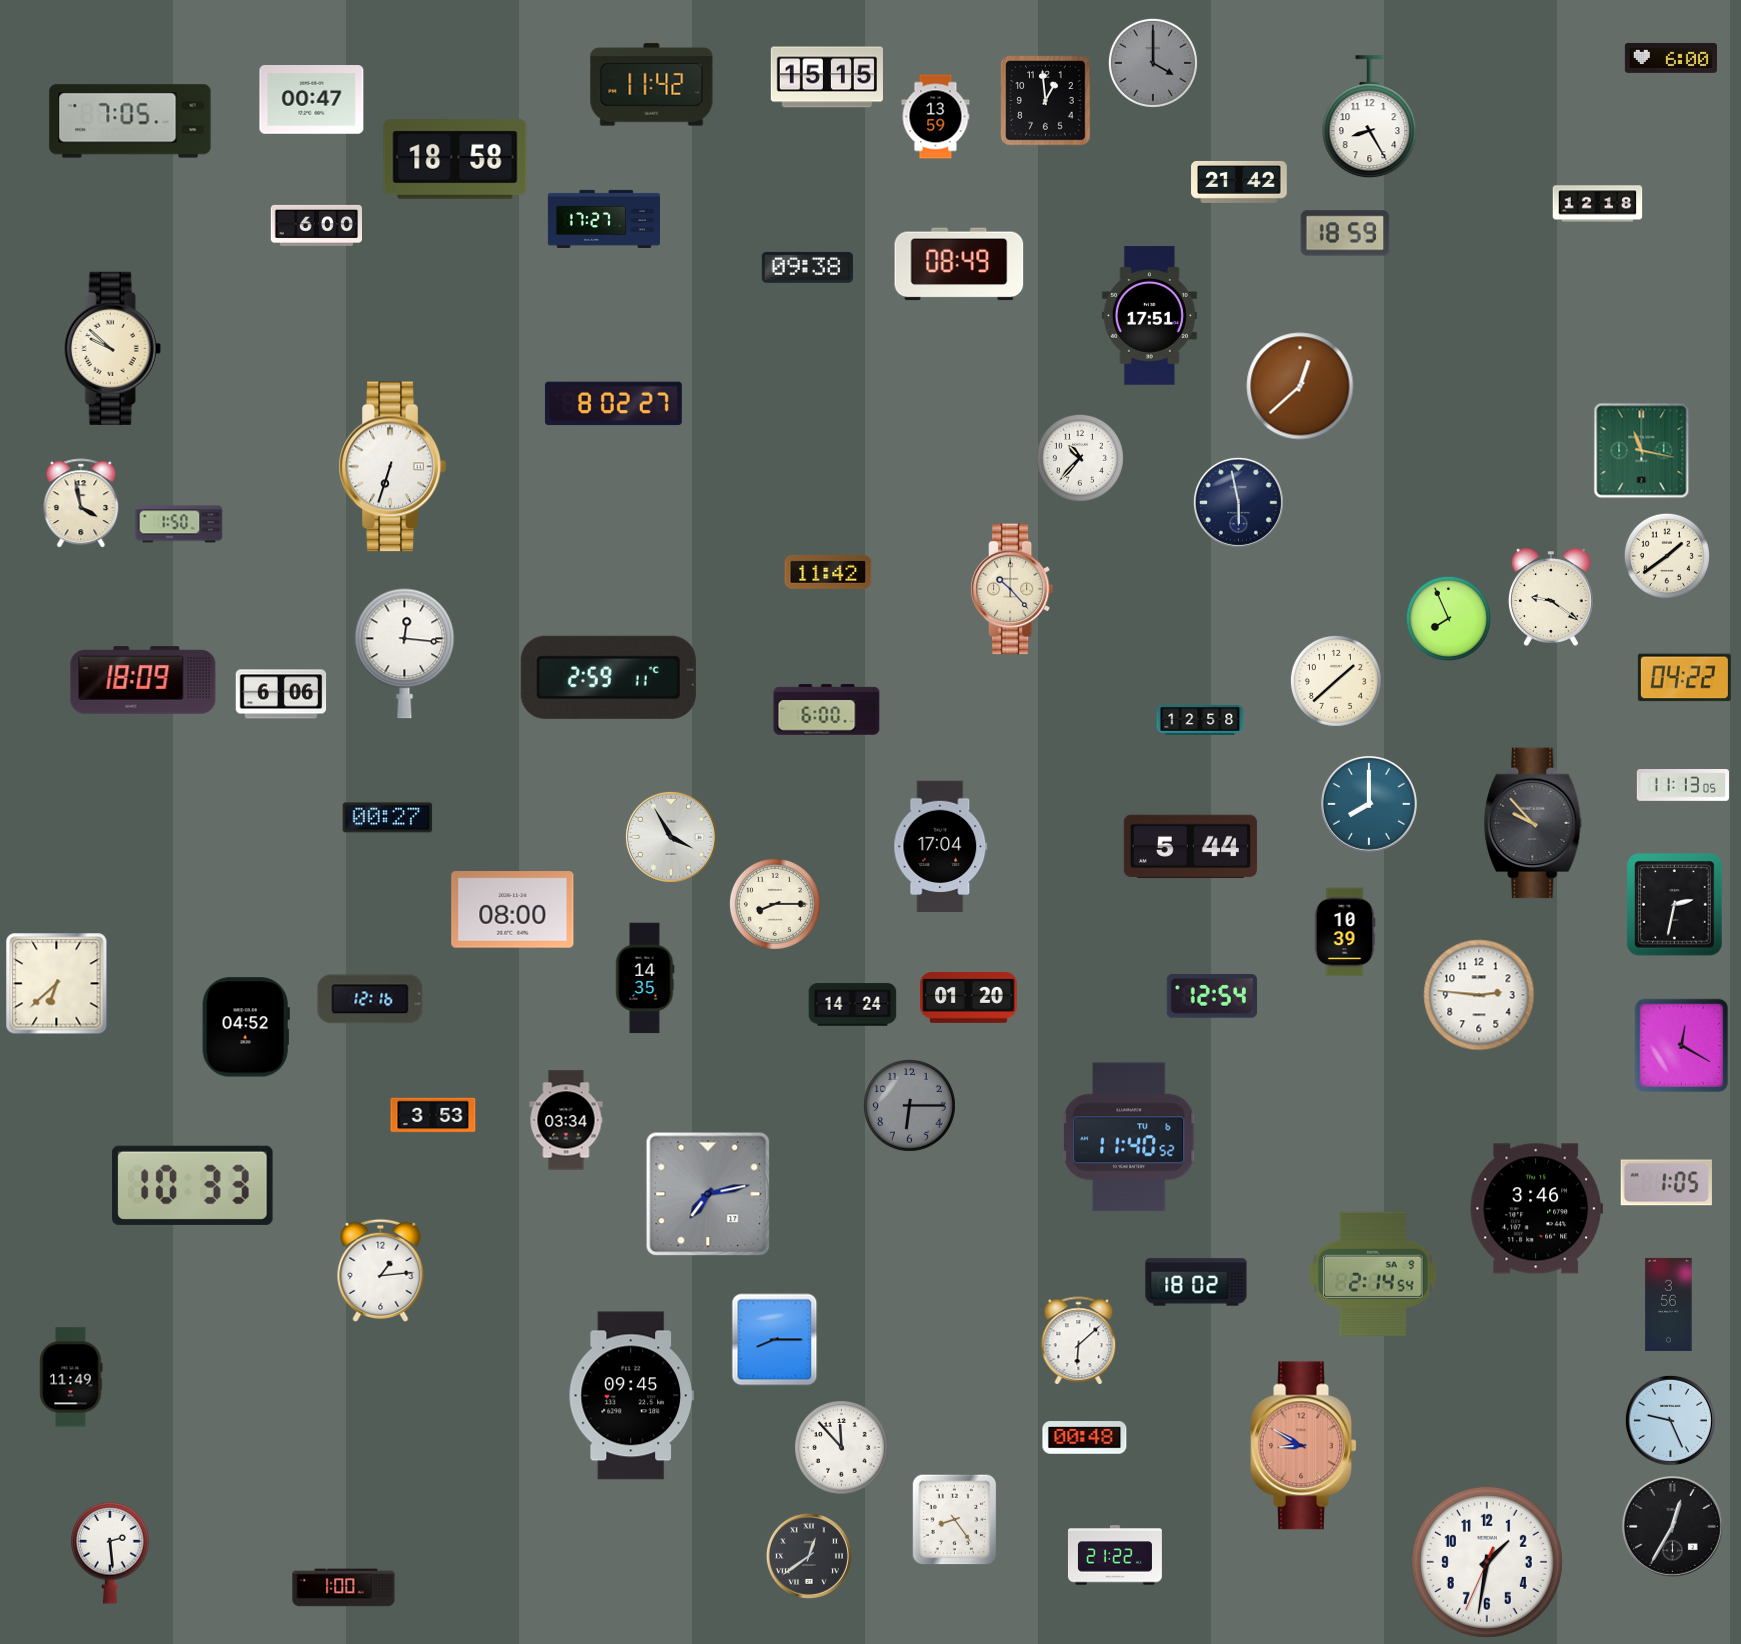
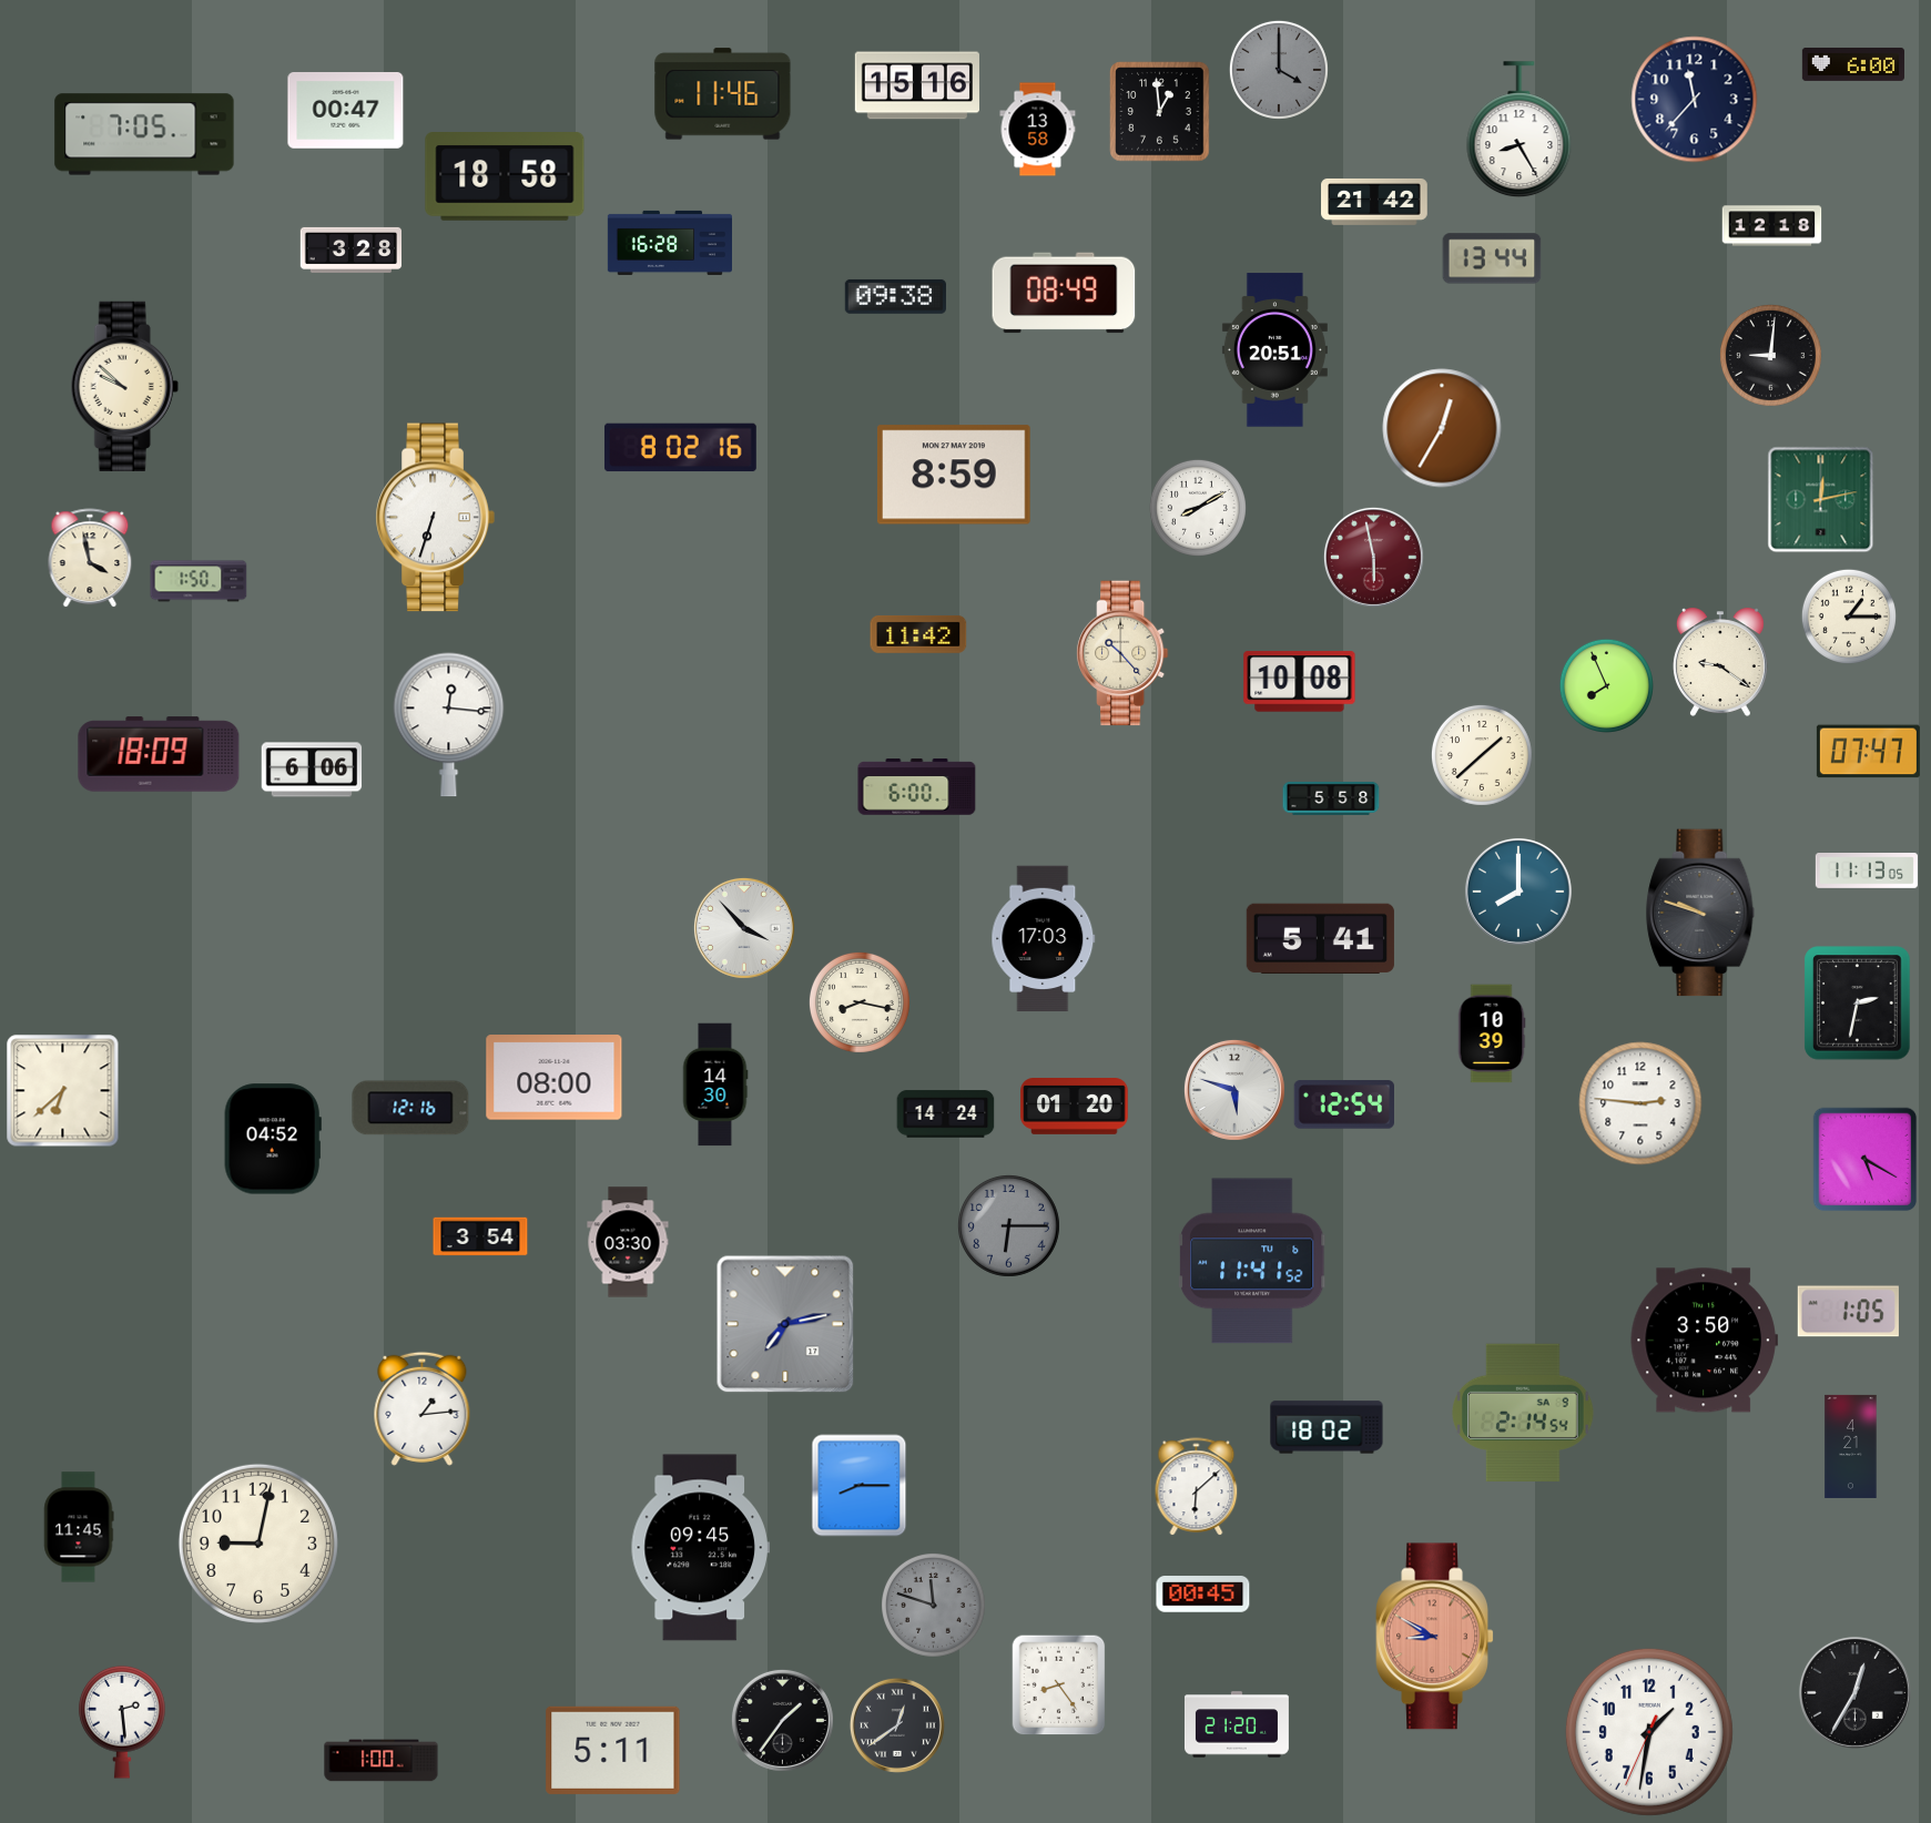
clock at (827, 77): 15:15 -> 15:16
clock at (652, 85): 11:42 -> 11:46
clock at (1695, 100): none -> 11:37
clock at (936, 117): 13:59 -> 13:58
clock at (604, 219): 17:27 -> 16:28
clock at (316, 225): 6:00 -> 3:28
clock at (1345, 233): 18:59 -> 13:44
clock at (1149, 316): 17:51 -> 20:51
clock at (1770, 355): none -> 9:01
clock at (1300, 386): 12:38 -> 12:35
clock at (613, 404): 8:02:27 -> 8:02:16
clock at (954, 475): none -> 8:59
clock at (1642, 451): 11:17 -> 12:13
clock at (1080, 458): 10:37 -> 8:10
clock at (1238, 502) dial: navy -> burgundy
clock at (1667, 556): 1:39 -> 1:15
clock at (1300, 682): none -> 10:08
clock at (608, 677): 2:59 -> none
clock at (1684, 678): 04:22 -> 07:47
clock at (1200, 720): 12:58 -> 5:58
clock at (388, 818): 00:27 -> none
clock at (1533, 823): 9:53 -> 9:48
clock at (671, 837): 3:55 -> 3:53
clock at (1190, 846): 5:44 -> 5:41
clock at (941, 847): 17:04 -> 17:03
clock at (775, 904): 8:15 -> 8:17
clock at (513, 910) position: (513, 910) -> (555, 1078)
clock at (645, 978): 14:35 -> 14:30
clock at (1234, 1090): none -> 5:48
clock at (1682, 1046): 12:20 -> 5:20
clock at (433, 1115): 3:53 -> 3:54
clock at (566, 1120): 03:34 -> 03:30
clock at (1130, 1137): 11:40 -> 11:41
clock at (193, 1185): 10:33 -> none
clock at (1536, 1209): 3:46 -> 3:50
clock at (1196, 1282) position: (1196, 1282) -> (1327, 1427)
clock at (1669, 1304): 3:56 -> 4:21
clock at (71, 1377): 11:49 -> 11:45
clock at (258, 1544): none -> 9:02
clock at (1670, 1420): 9:26 -> none
clock at (1085, 1438): 00:48 -> 00:45
clock at (1304, 1446) position: (1304, 1446) -> (1435, 1637)
clock at (842, 1448): 11:53 -> 11:48
clock at (842, 1448) dial: white -> grey
clock at (782, 1720): none -> 1:36
clock at (1115, 1555): 21:22 -> 21:20
clock at (613, 1750): none -> 5:11
